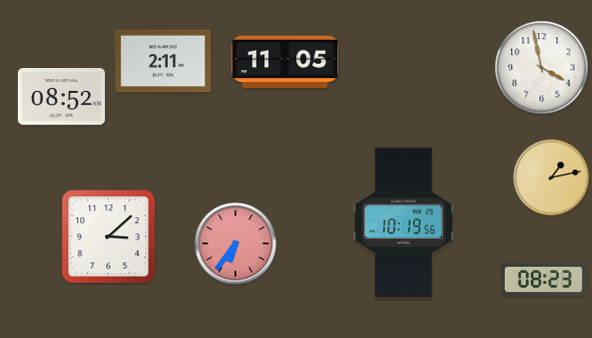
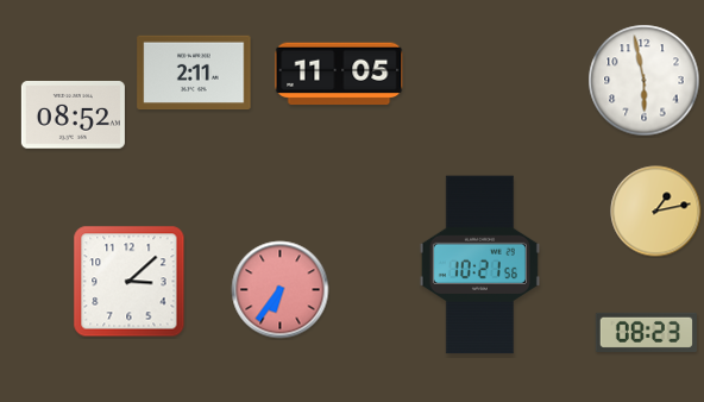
clock at (542, 68): 3:58 -> 5:58
clock at (403, 223): 10:19 -> 10:21
